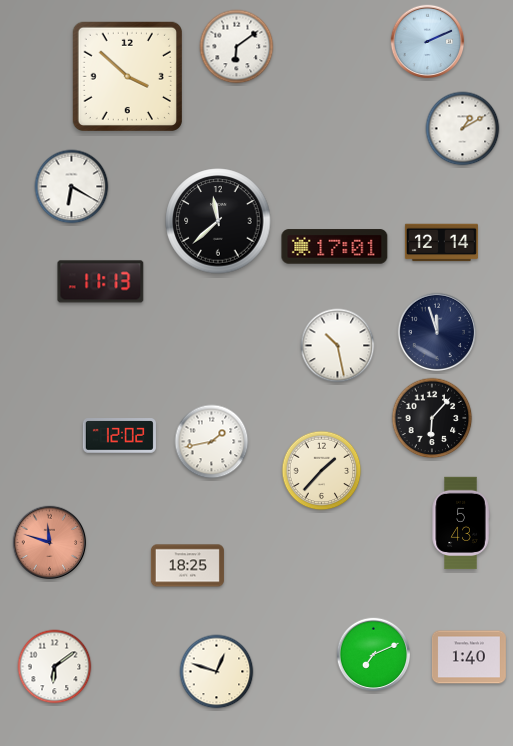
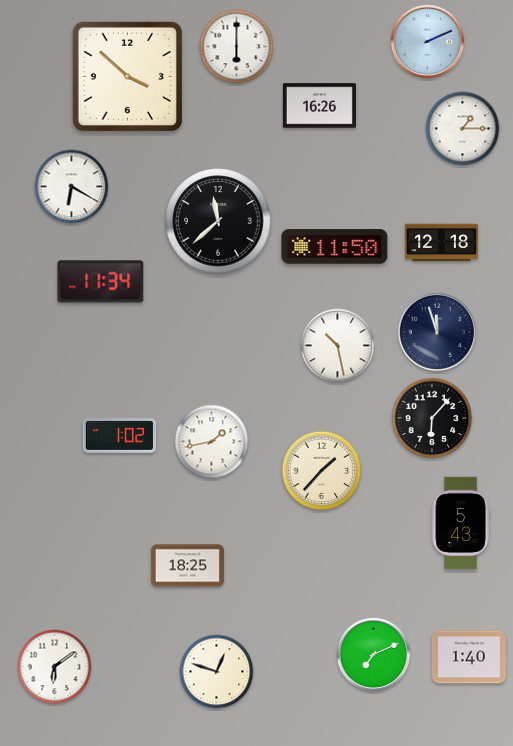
clock at (237, 47): 6:09 -> 6:00
clock at (319, 106): none -> 16:26
clock at (463, 129): 1:10 -> 1:15
clock at (441, 243): 12:14 -> 12:18
clock at (335, 247): 17:01 -> 11:50
clock at (101, 282): 11:13 -> 11:34
clock at (119, 436): 12:02 -> 1:02
clock at (50, 543): 11:48 -> none
